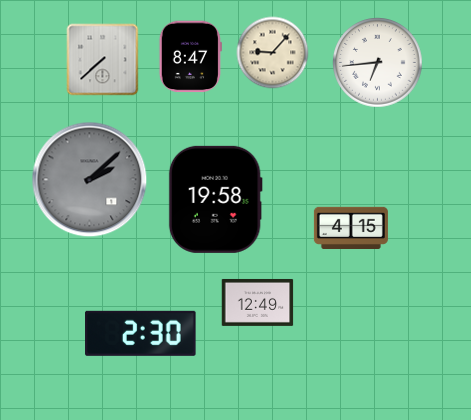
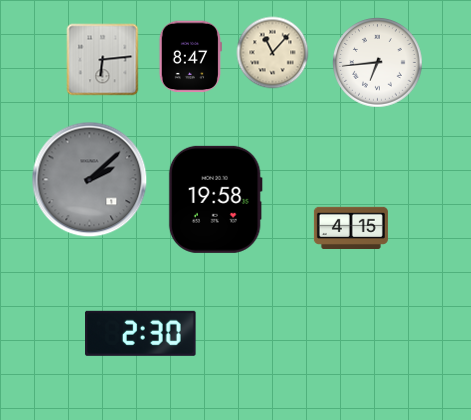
clock at (273, 53): 9:07 -> 11:07
clock at (103, 60): 7:38 -> 6:14
clock at (258, 302): 12:49 -> none
